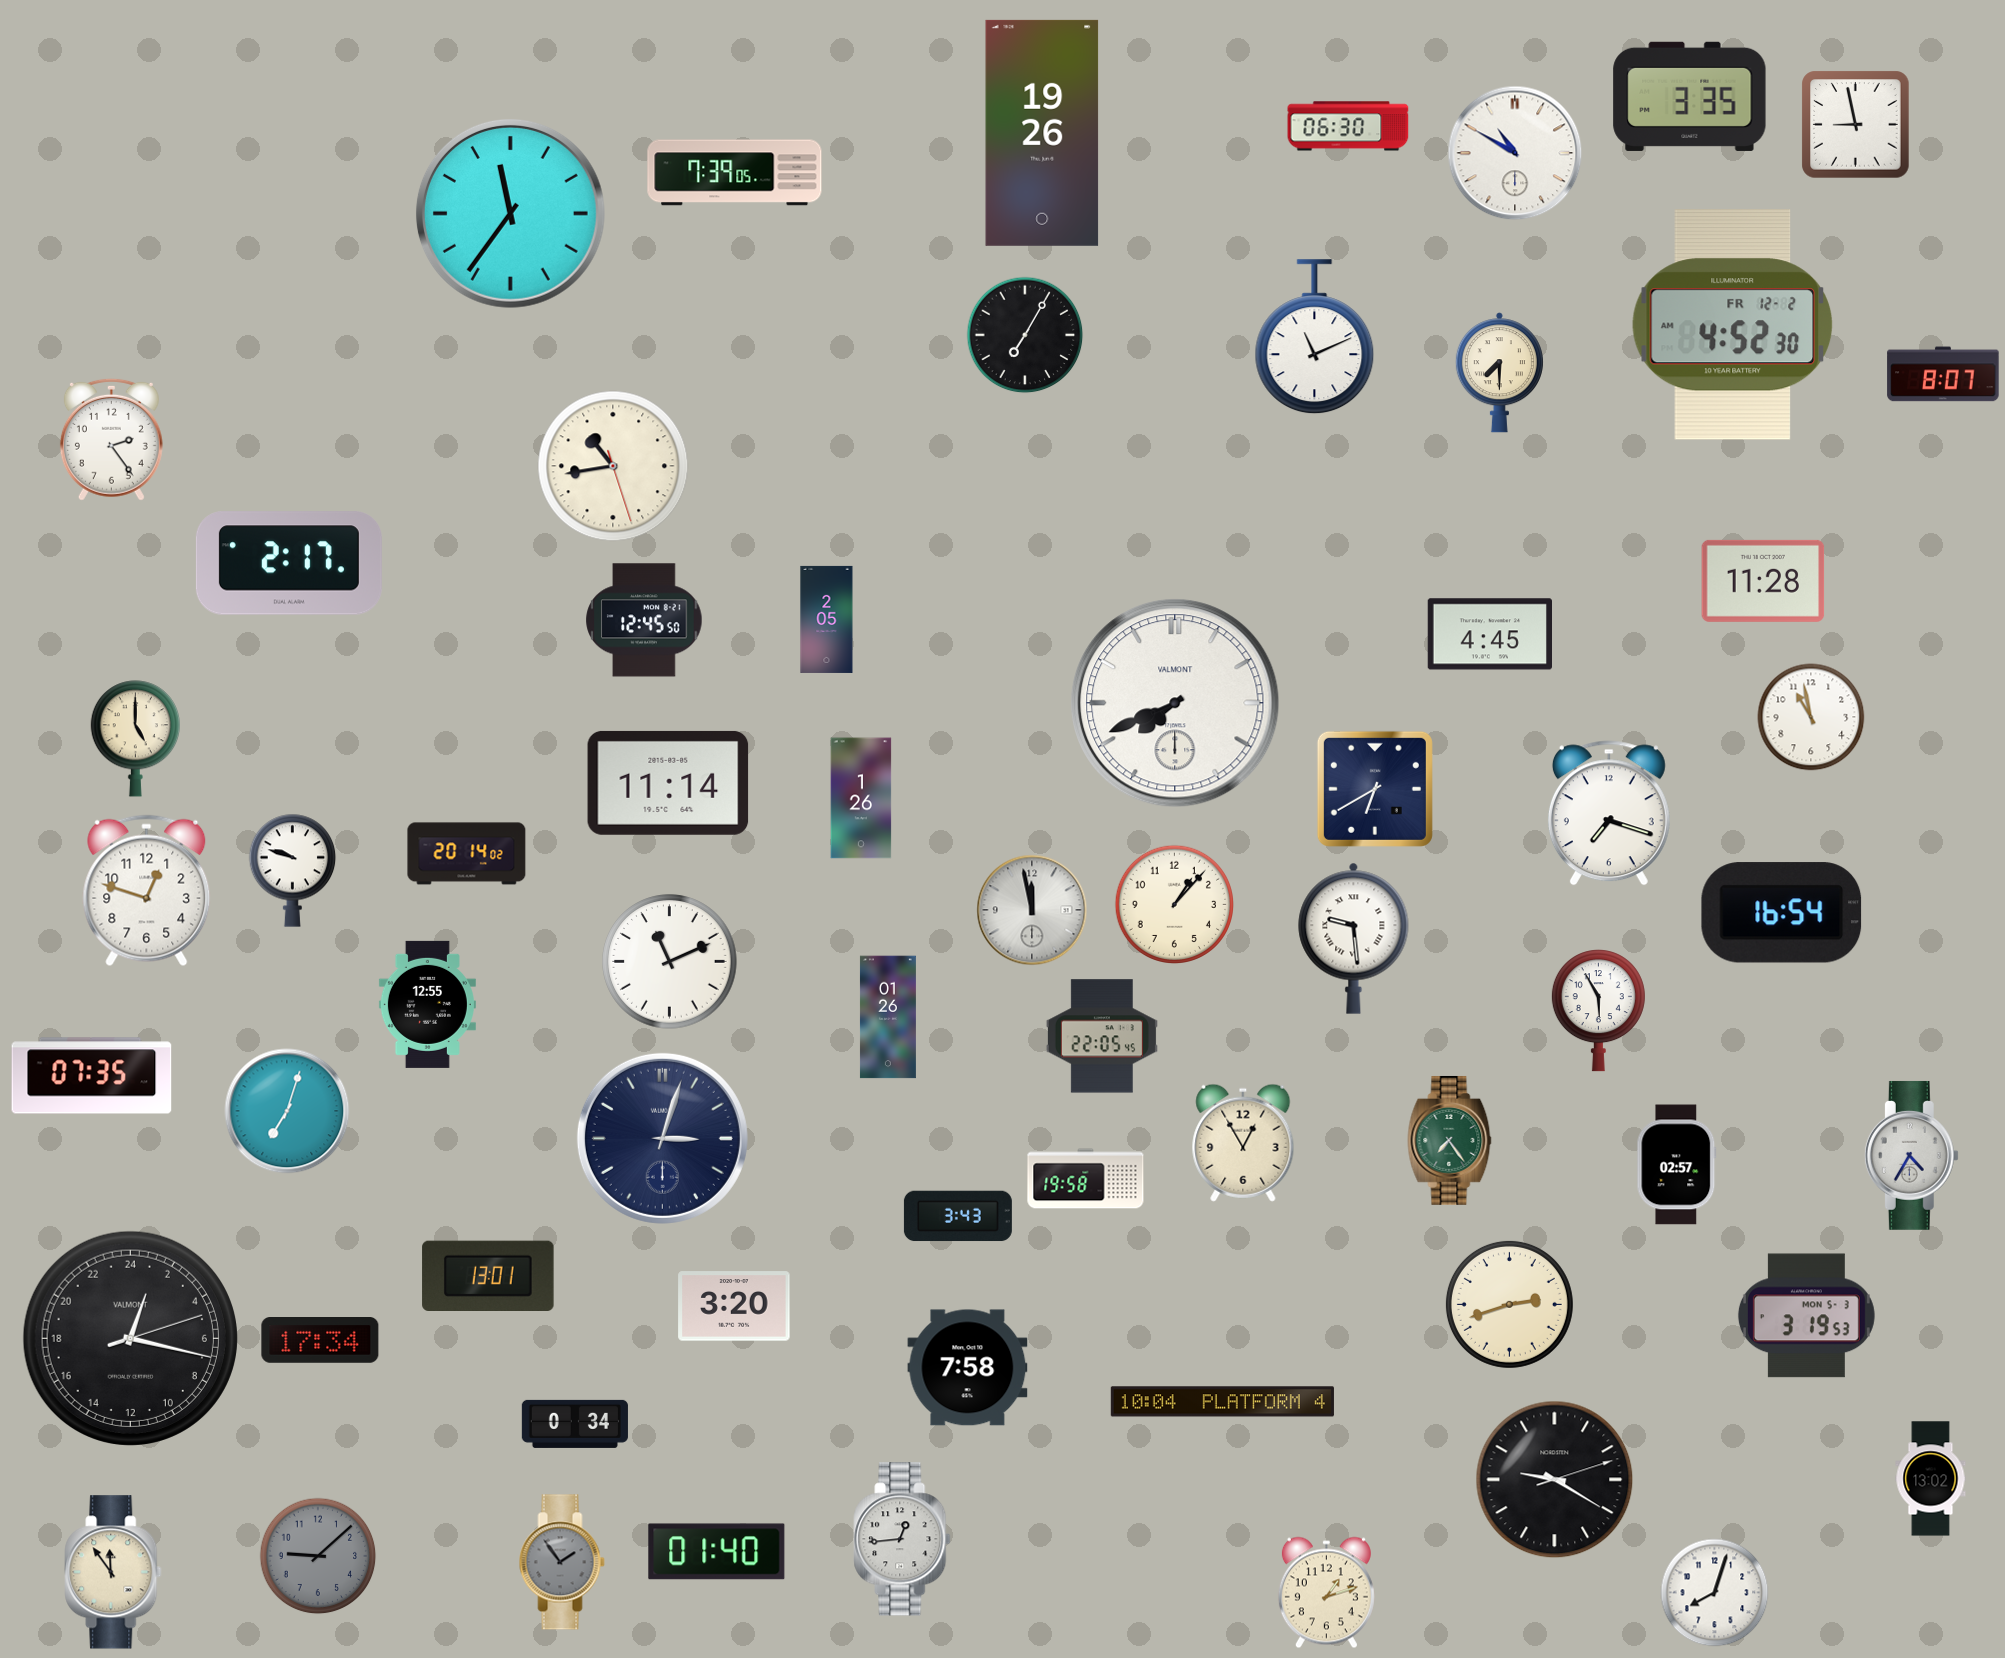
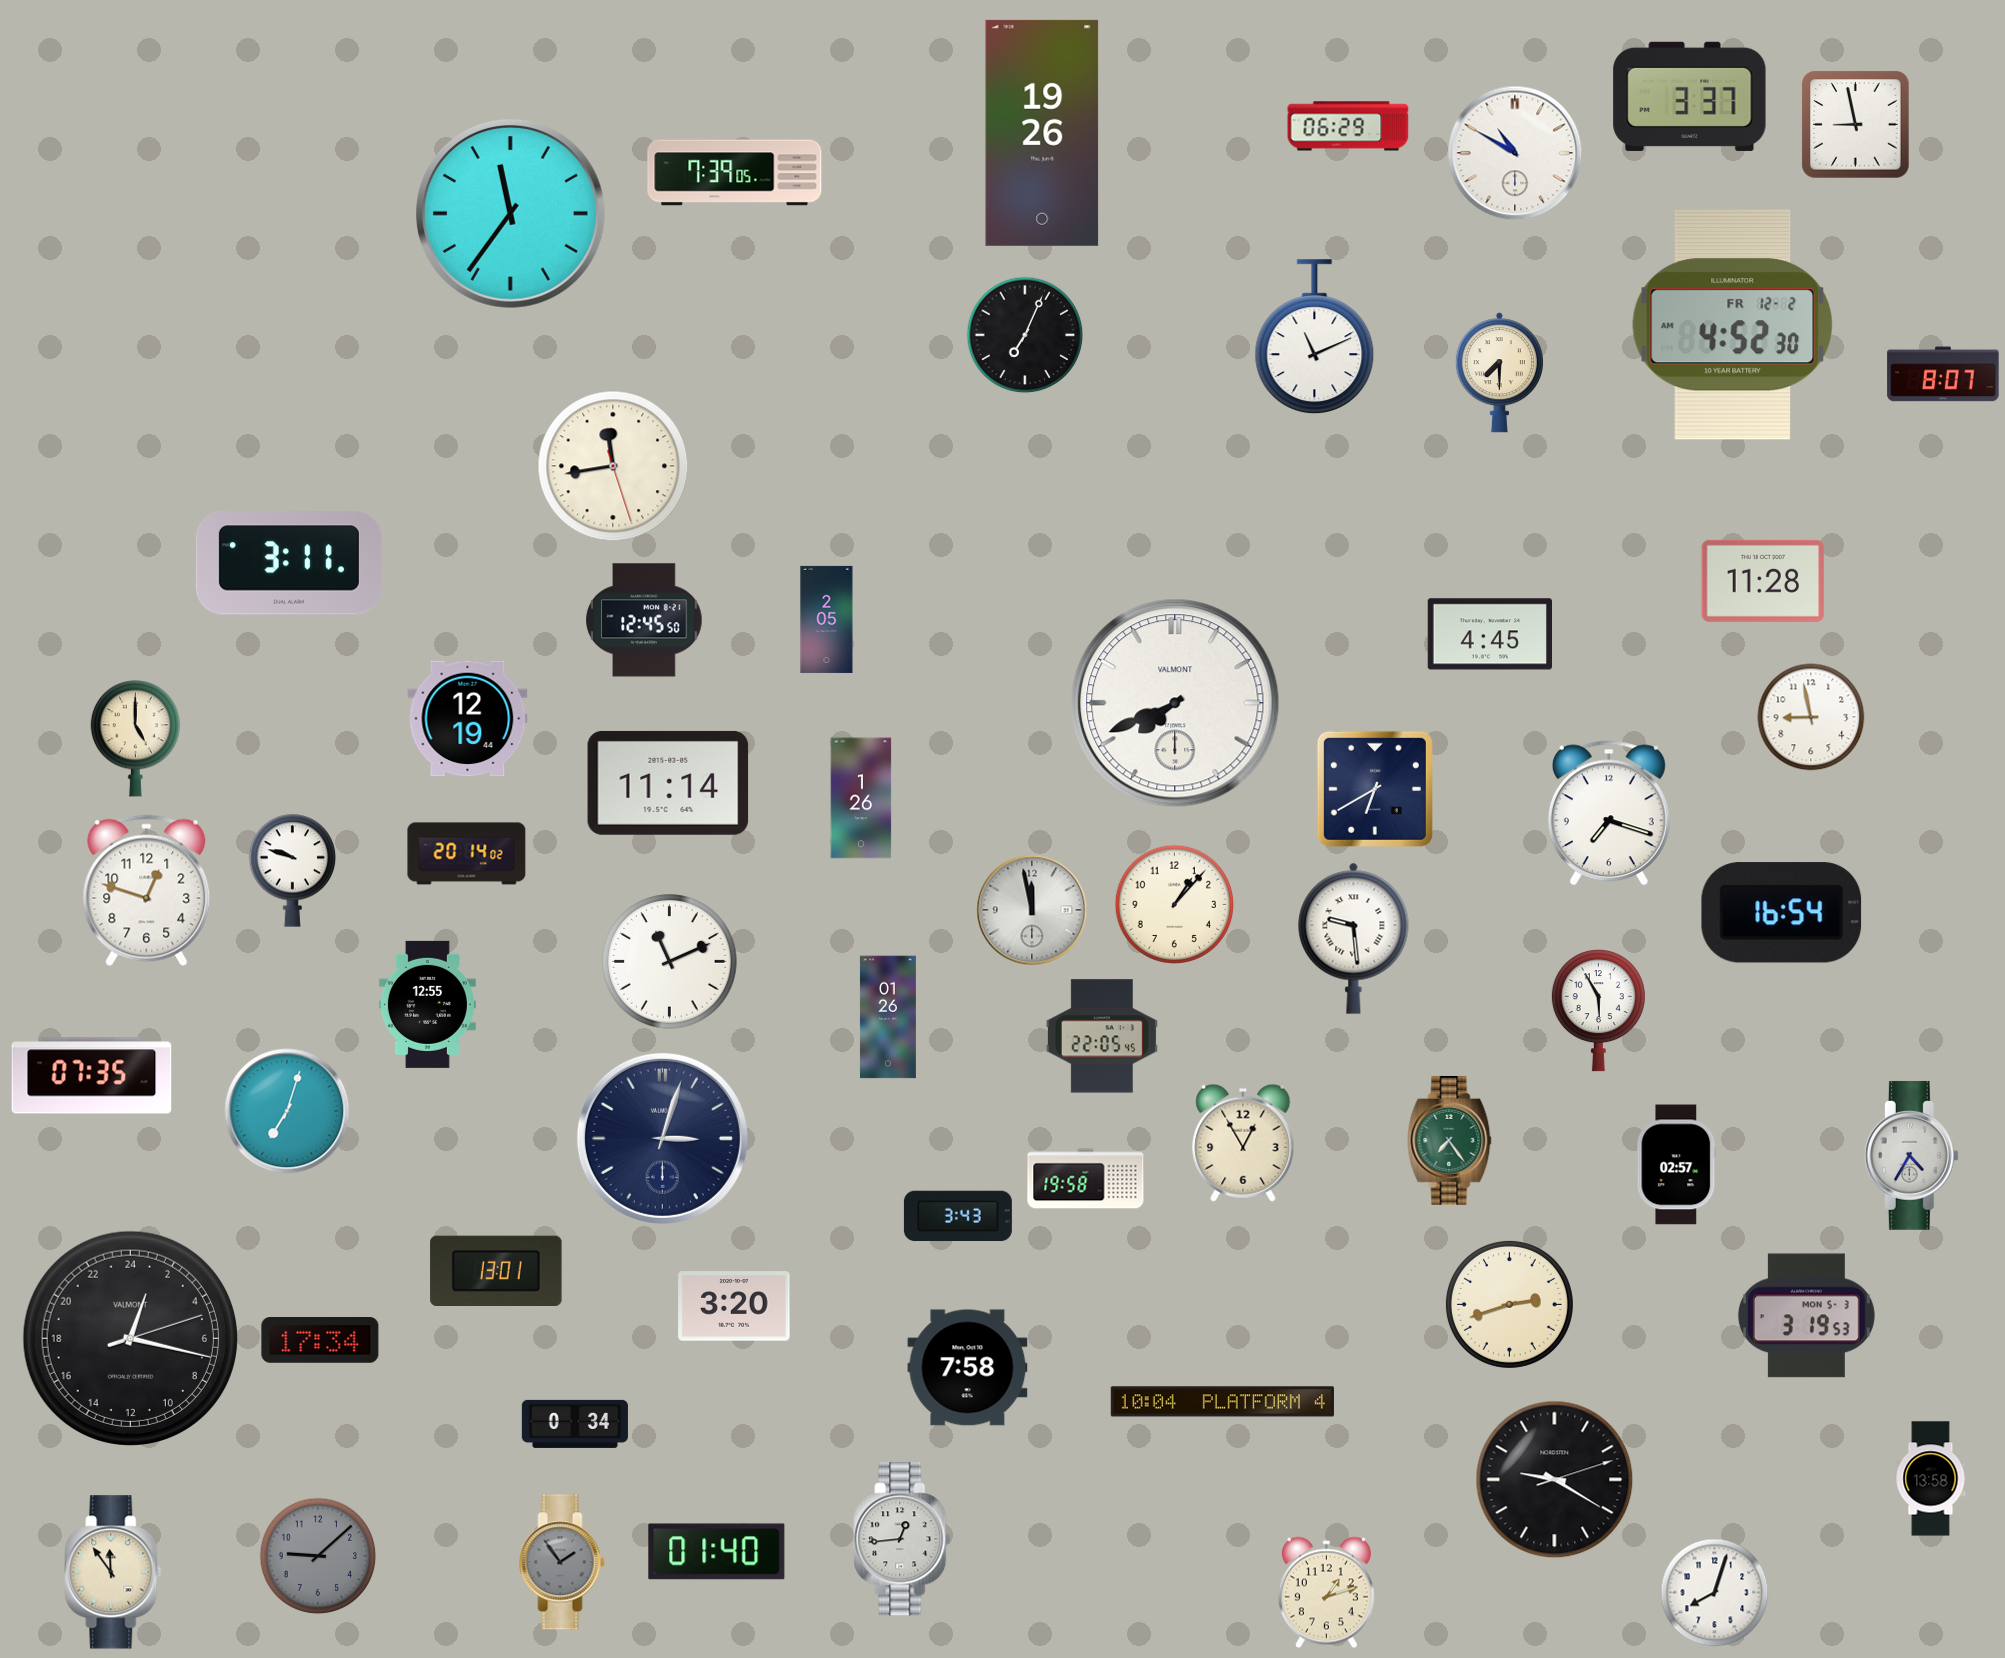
clock at (1690, 96): 3:35 -> 3:37
clock at (1348, 126): 06:30 -> 06:29
clock at (1025, 335): 7:05 -> 7:04
clock at (111, 439): 2:24 -> none
clock at (613, 466): 10:43 -> 11:43
clock at (289, 563): 2:17 -> 3:11
clock at (1811, 717): 10:58 -> 8:58
clock at (468, 719): none -> 12:19
clock at (488, 1275) position: (488, 1275) -> (496, 1270)
clock at (1931, 1479): 13:02 -> 13:58
